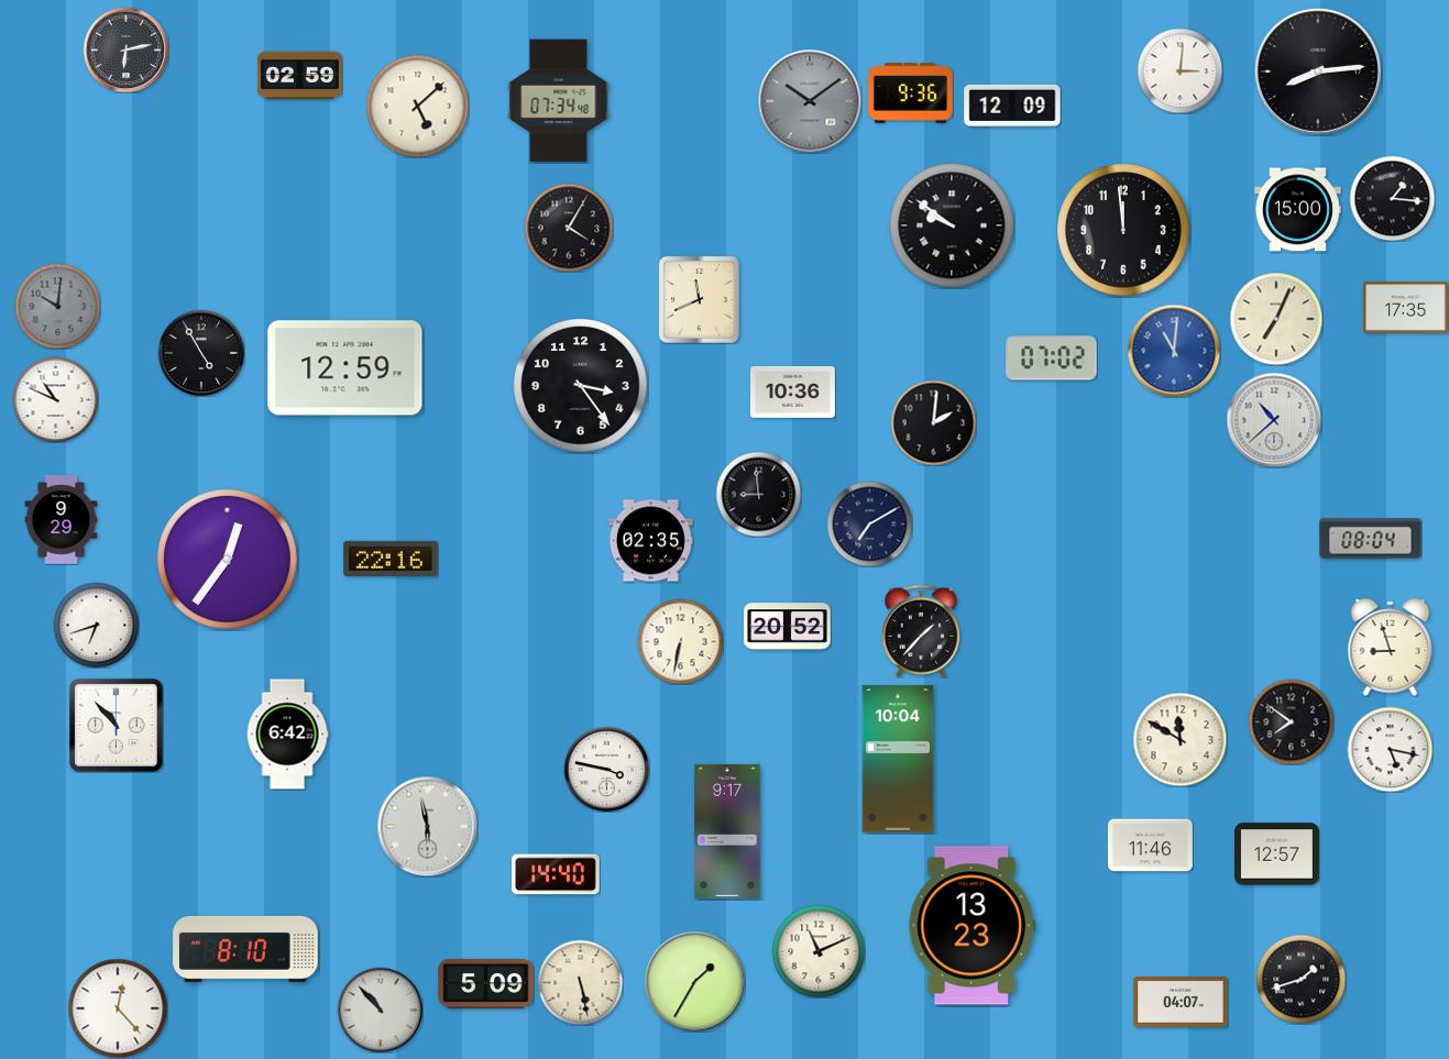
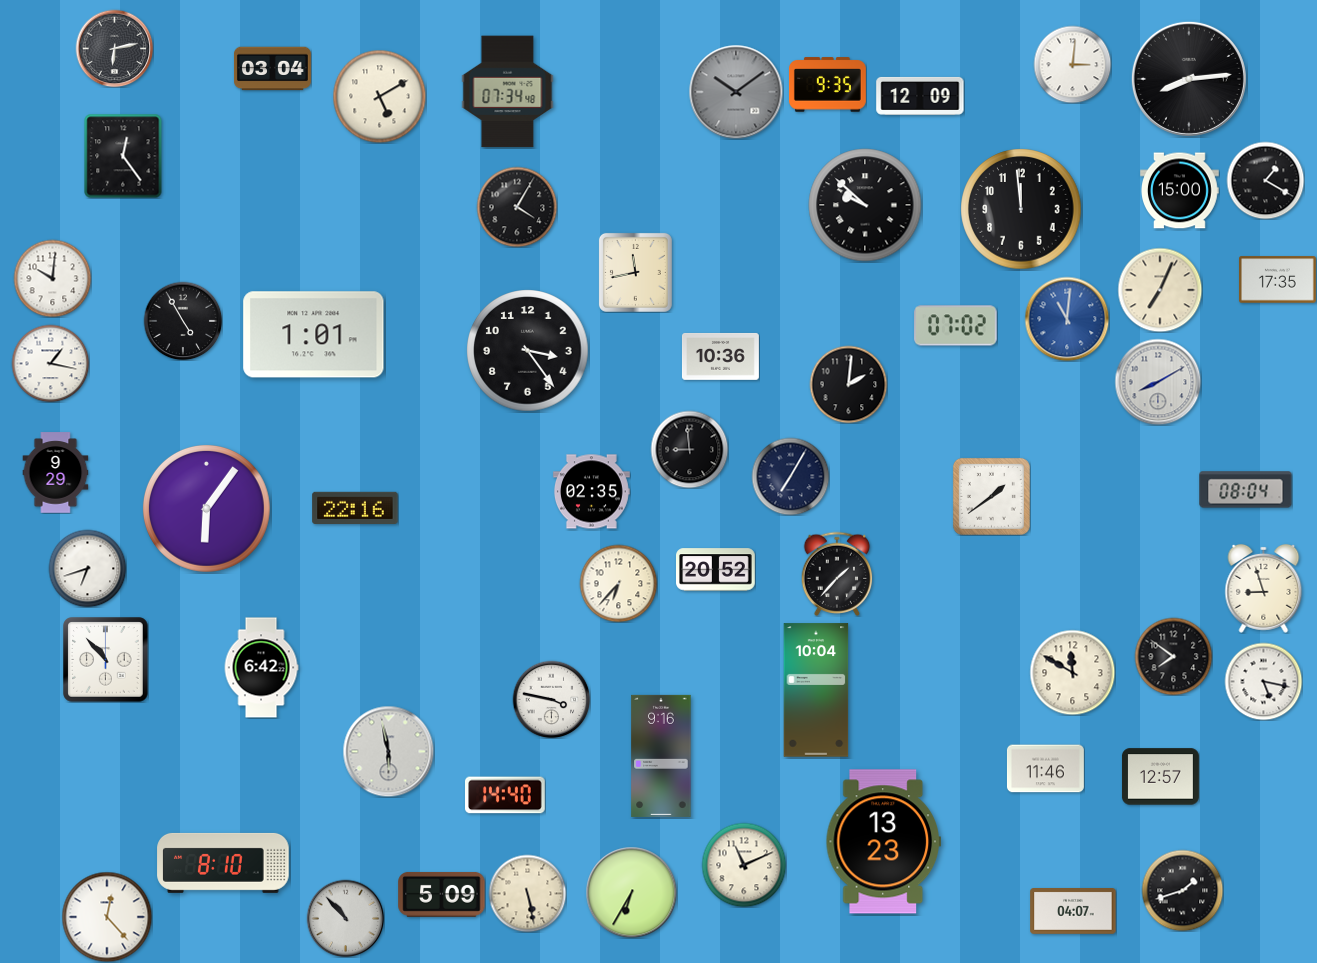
clock at (125, 49) position: (125, 49) -> (114, 48)
clock at (1318, 71) position: (1318, 71) -> (1189, 79)
clock at (300, 76): 02:59 -> 03:04
clock at (910, 93): 9:36 -> 9:35
clock at (417, 106): 5:08 -> 5:10
clock at (123, 156): none -> 12:24
clock at (1392, 198): 1:16 -> 1:20
clock at (952, 225): 9:51 -> 9:52
clock at (699, 299): 11:41 -> 11:43
clock at (57, 306) dial: grey -> white
clock at (345, 368): 12:59 -> 1:01
clock at (55, 399): 10:49 -> 1:17
clock at (1274, 420): 10:38 -> 8:10
clock at (869, 523): 7:10 -> 7:05
clock at (991, 496): none -> 1:39
clock at (227, 559): 12:36 -> 6:06
clock at (680, 641): 6:32 -> 6:37
clock at (727, 831): 9:17 -> 9:16
clock at (694, 981): 1:35 -> 6:35
